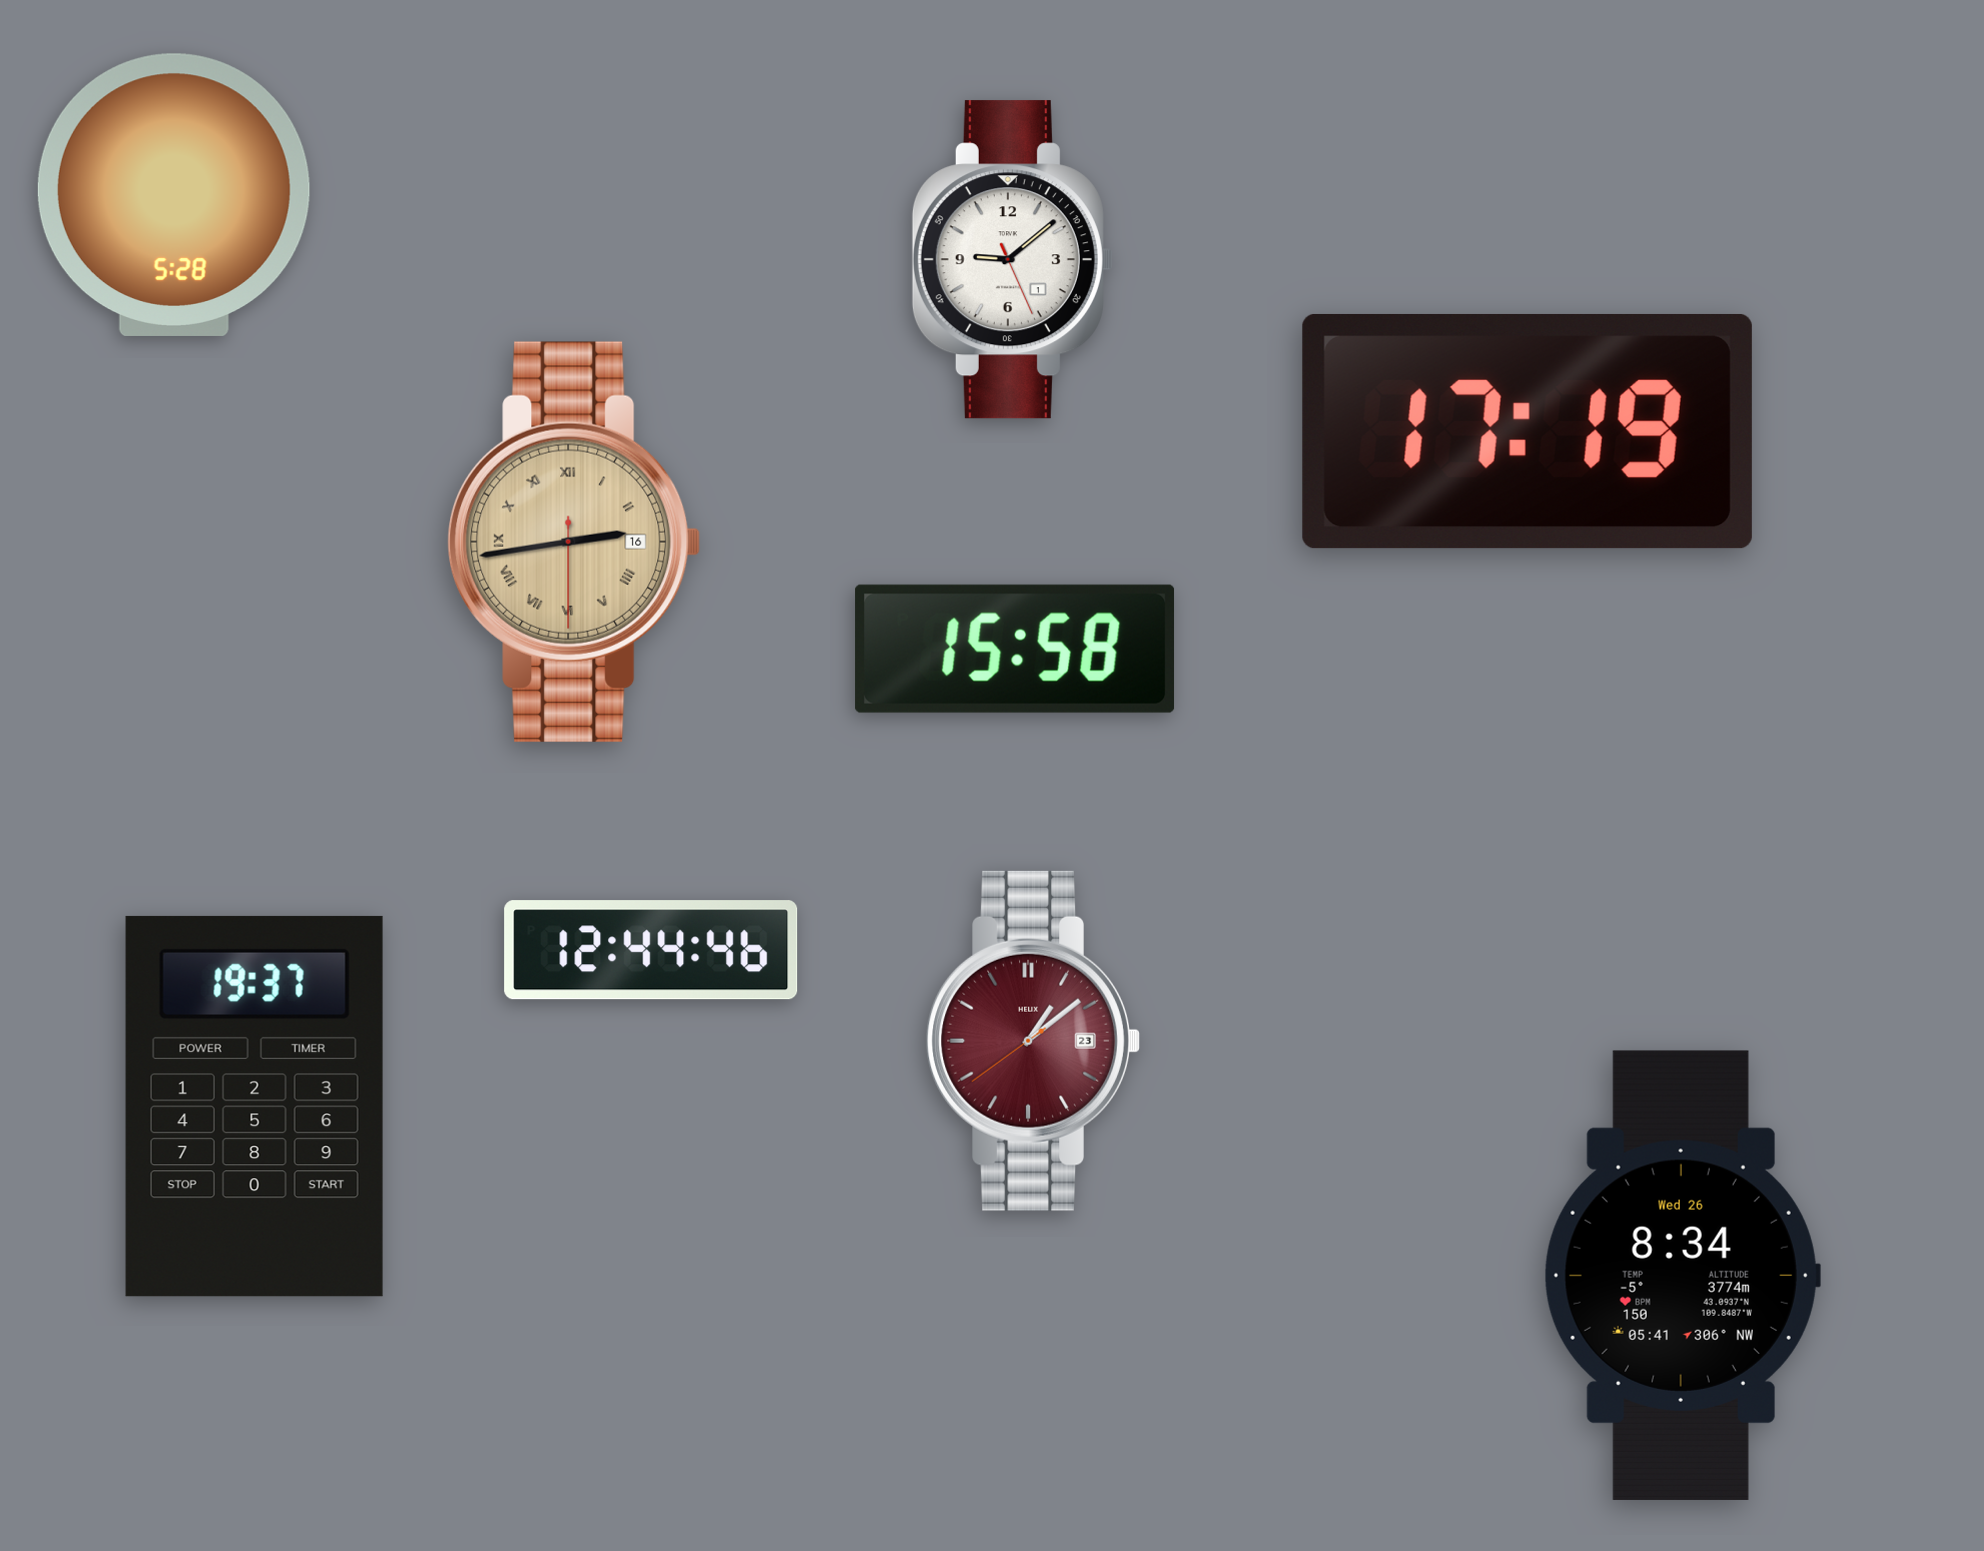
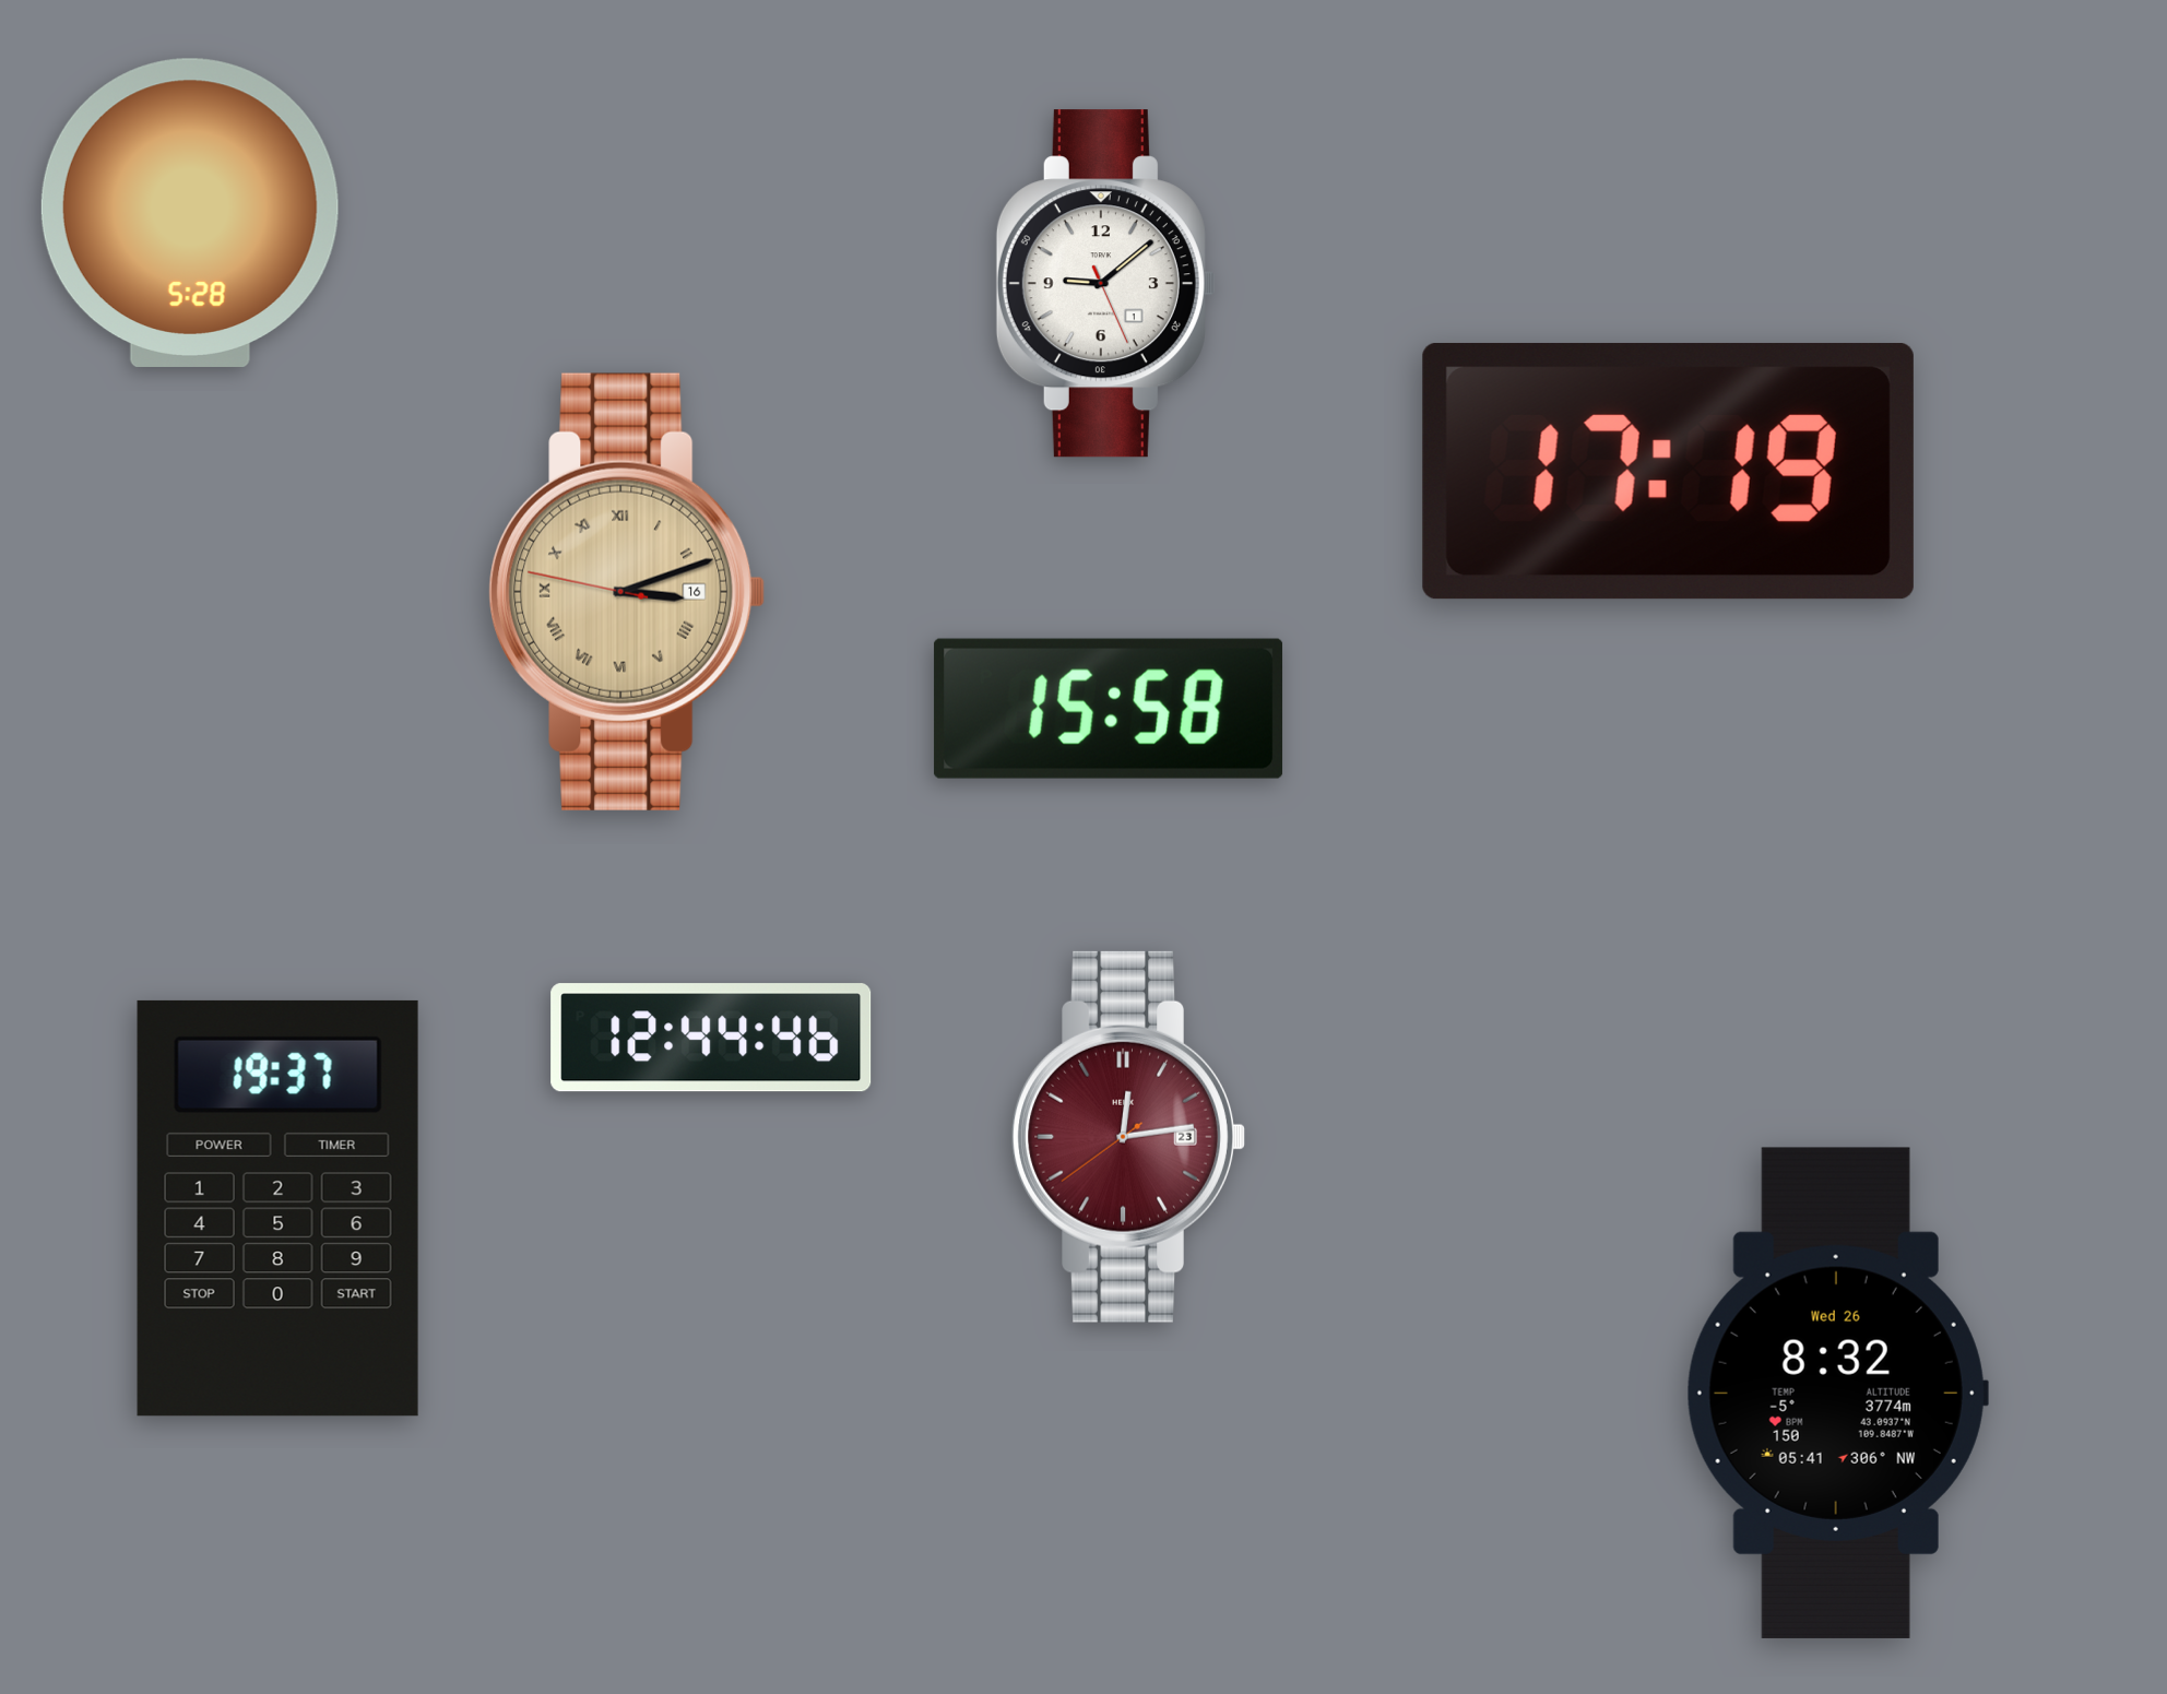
clock at (574, 542): 2:43 -> 3:11
clock at (1033, 1041): 1:08 -> 12:13
clock at (1682, 1275): 8:34 -> 8:32
